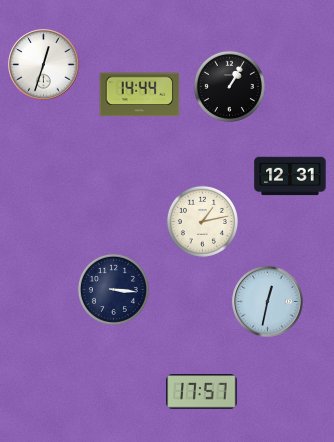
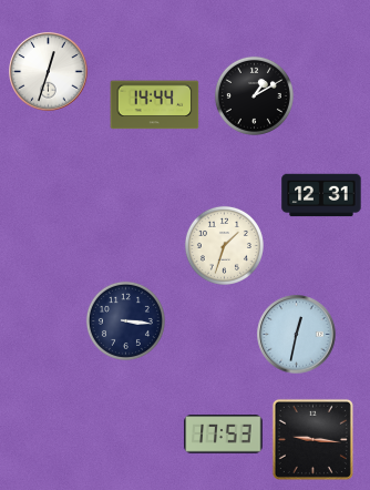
clock at (229, 86): 1:05 -> 1:10
clock at (202, 221): 1:13 -> 1:33
clock at (202, 392): 17:57 -> 17:53
clock at (312, 439): none -> 9:16
